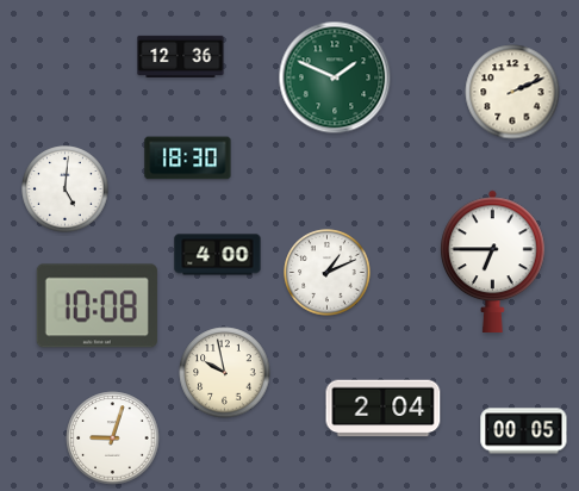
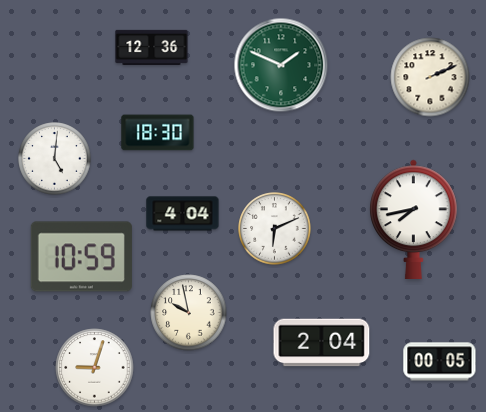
clock at (218, 255): 4:00 -> 4:04
clock at (493, 261): 6:45 -> 7:43
clock at (328, 273): 1:11 -> 6:11
clock at (96, 306): 10:08 -> 10:59
